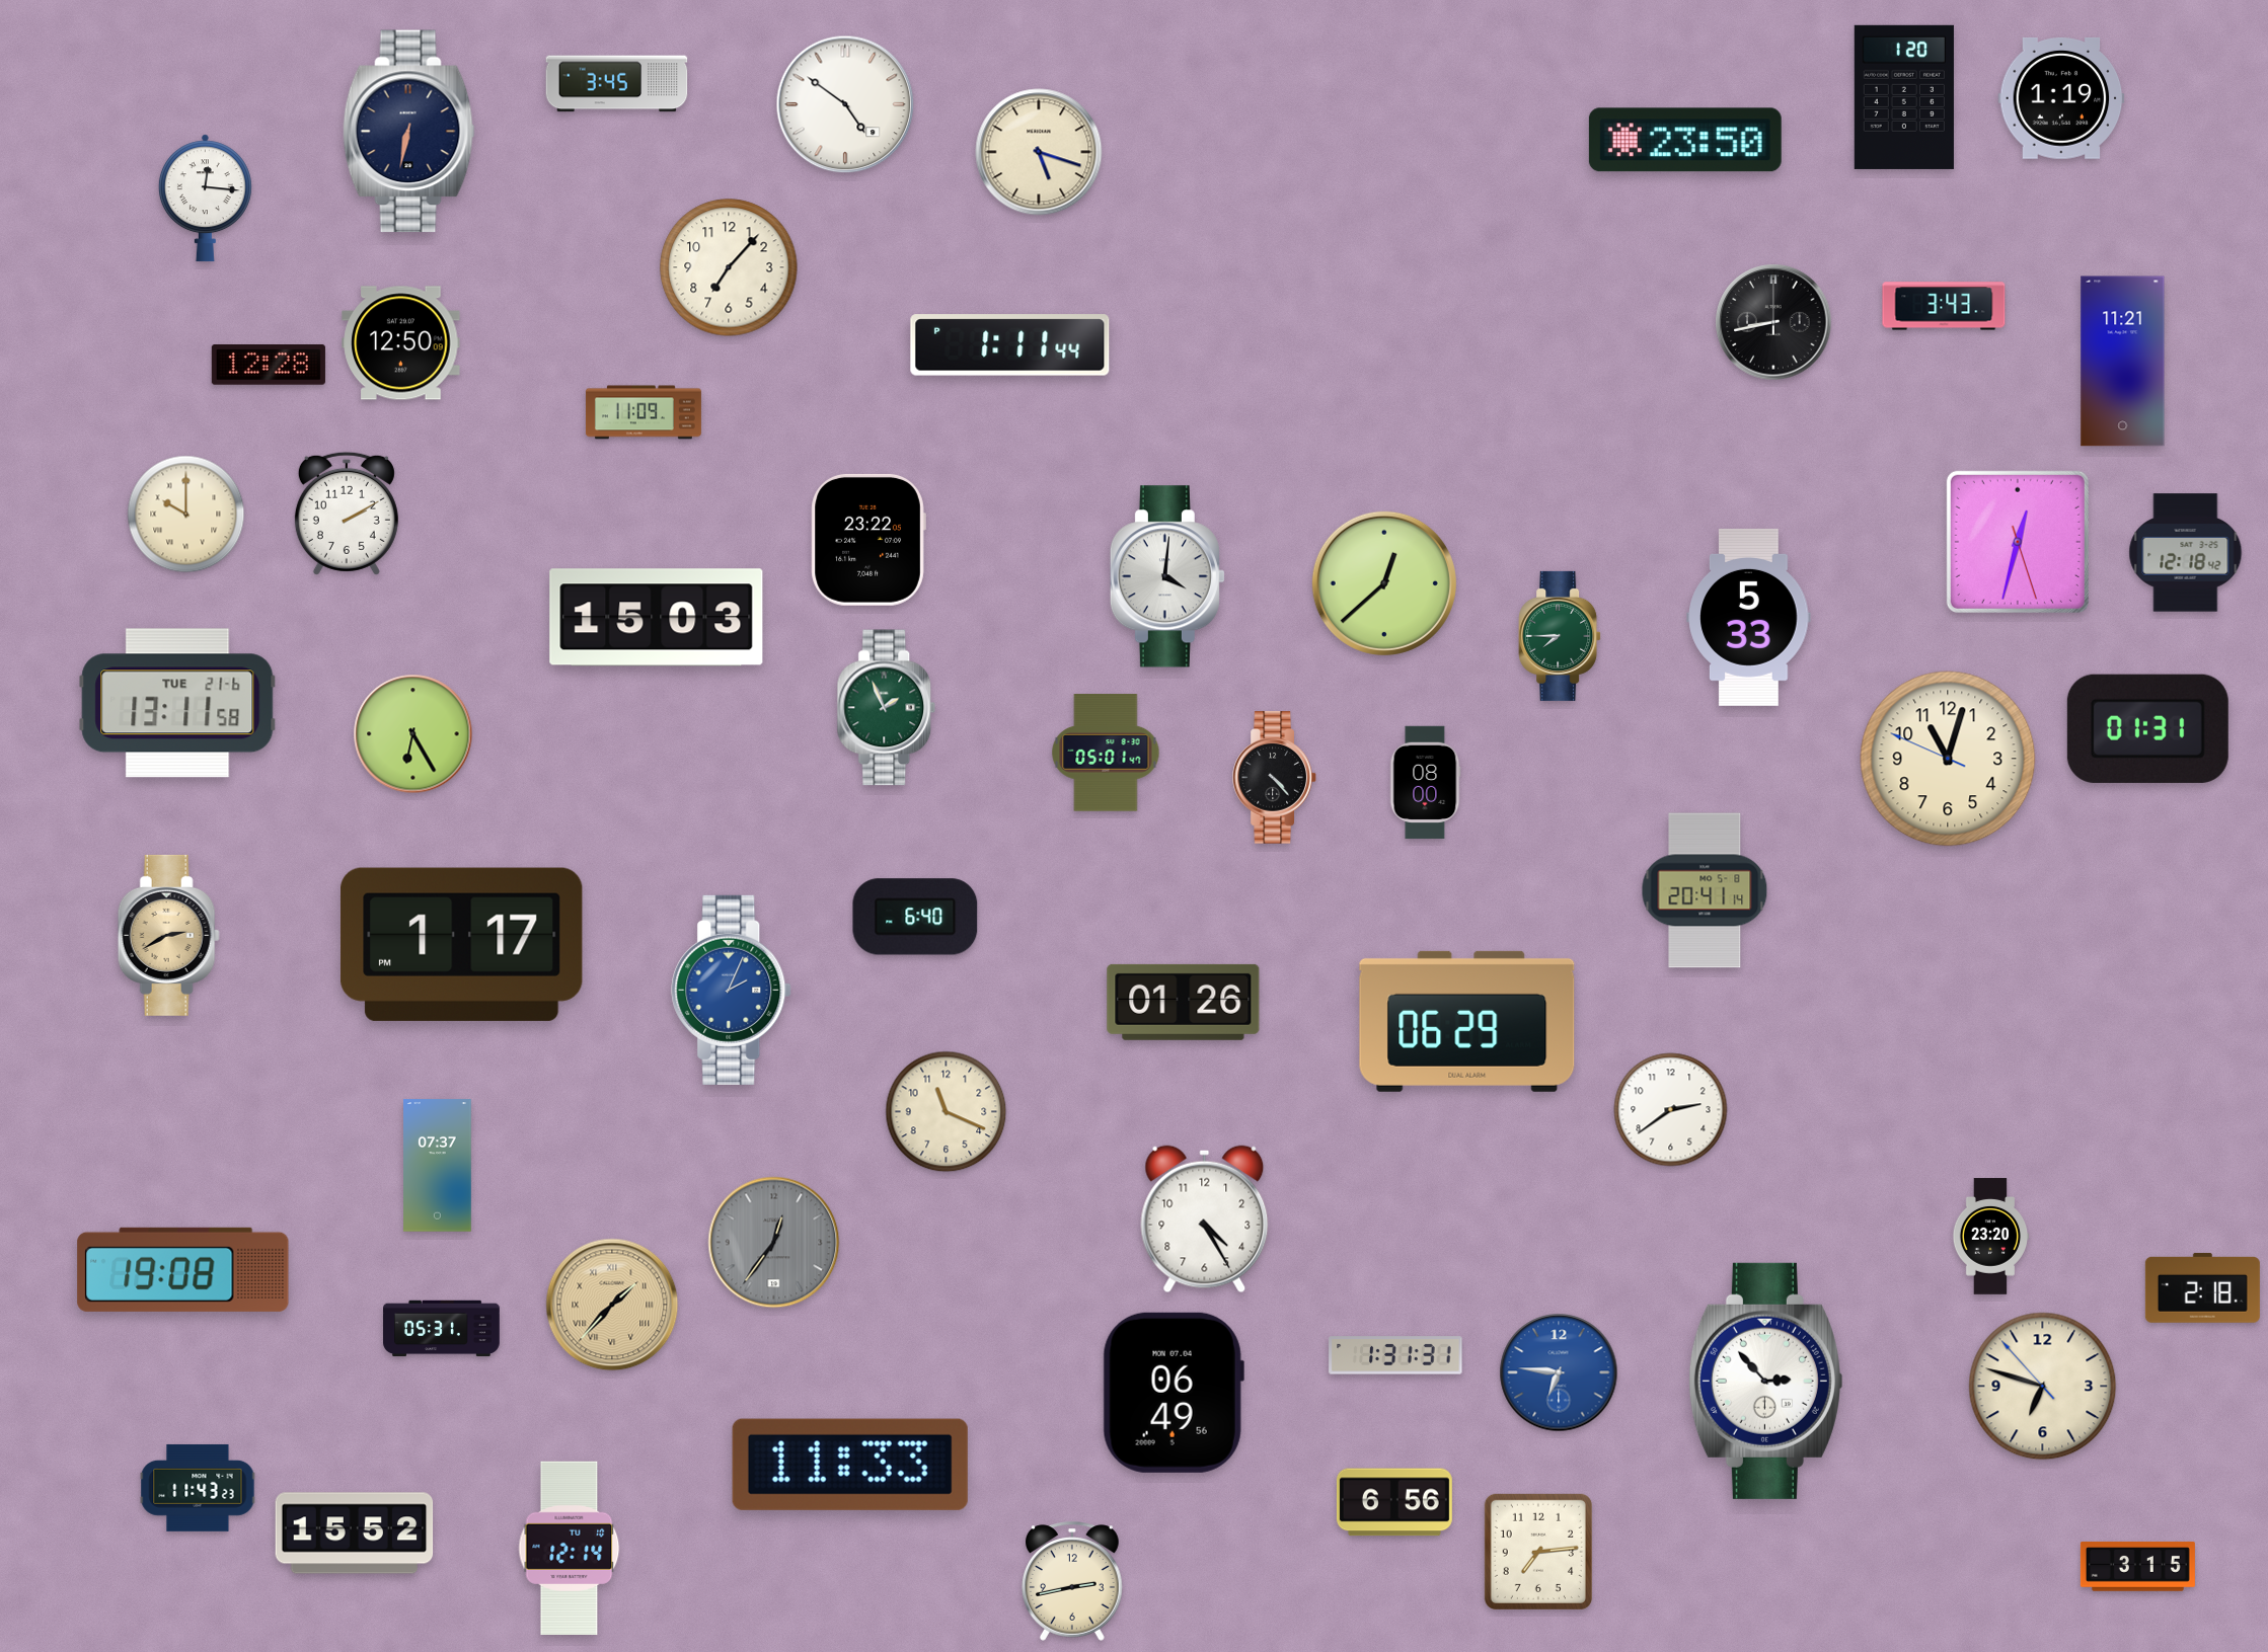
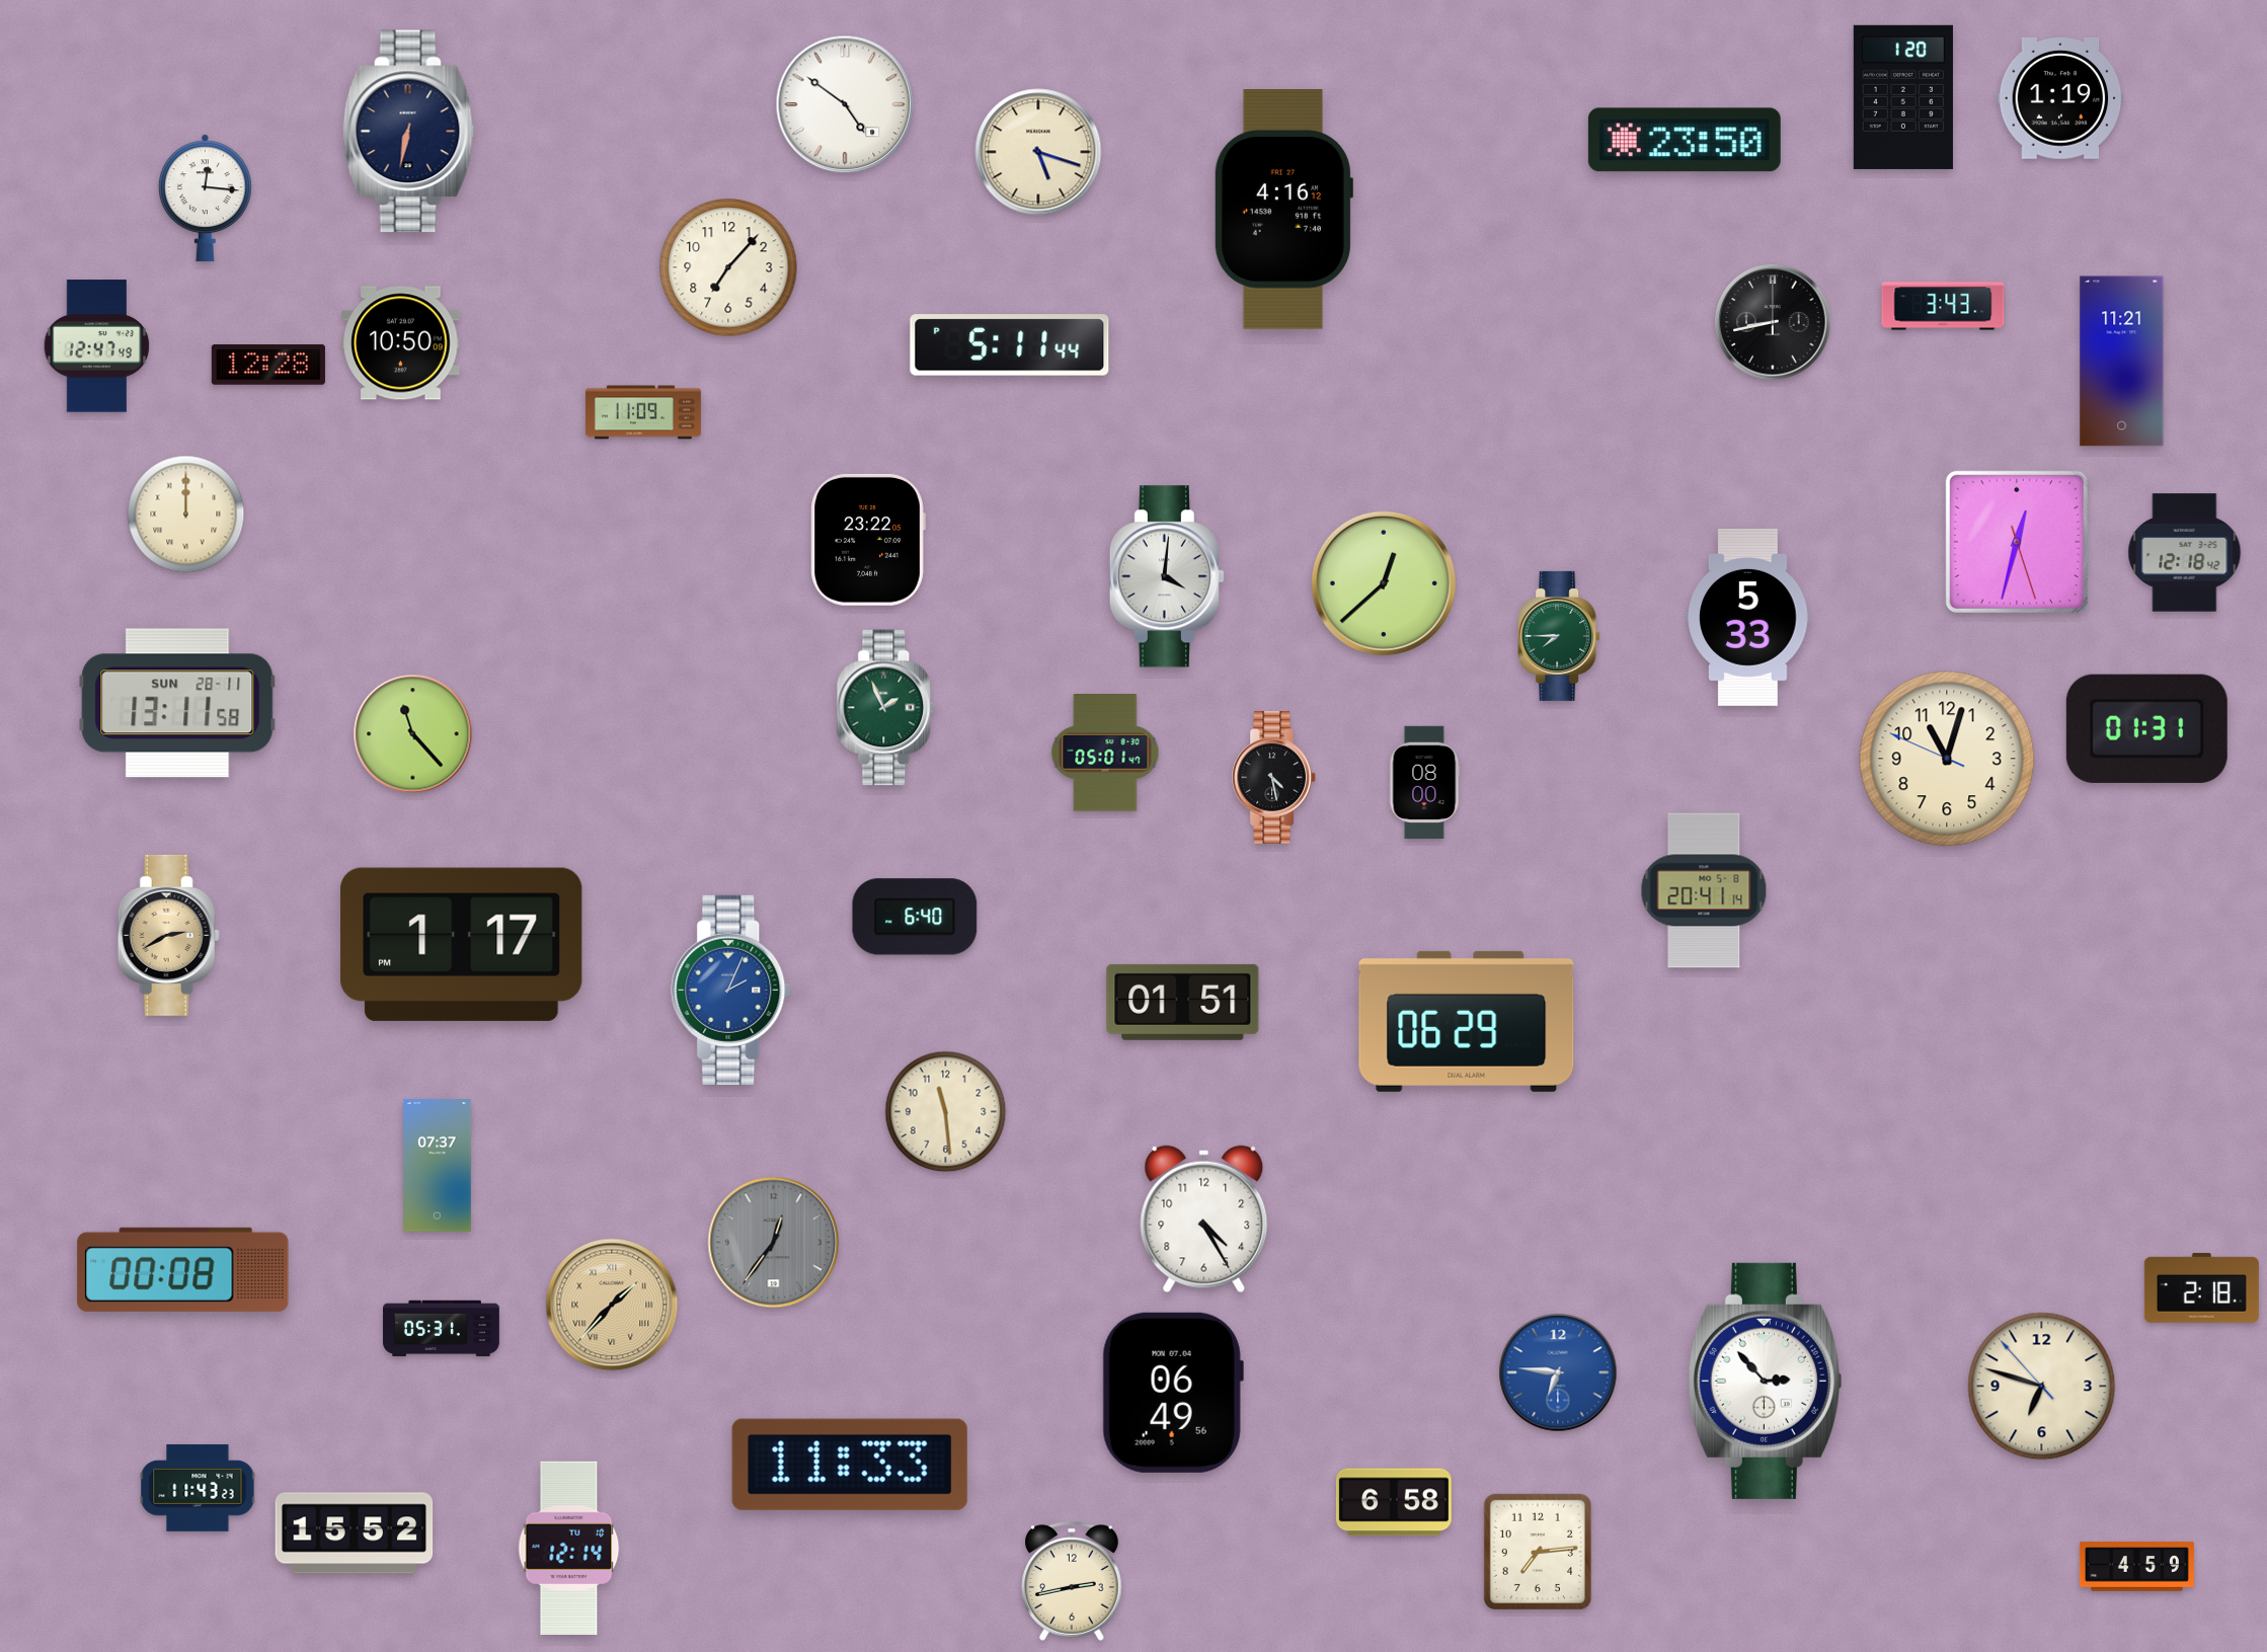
clock at (617, 84): 3:45 -> none
clock at (1283, 210): none -> 4:16
clock at (401, 343): 12:50 -> 10:50
clock at (1010, 345): 1:11 -> 5:11
clock at (97, 346): none -> 12:47
clock at (347, 514): 2:10 -> none
clock at (186, 515): 10:00 -> 12:00
clock at (657, 618): 15:03 -> none
clock at (177, 703) date: TUE 21-6 -> SUN 28-11
clock at (413, 734): 6:25 -> 11:23
clock at (1275, 778): 4:23 -> 4:28
clock at (1184, 1002): 01:26 -> 01:51
clock at (1671, 1110): 2:39 -> none
clock at (947, 1112): 11:19 -> 11:29
clock at (1990, 1237): 23:20 -> none
clock at (183, 1269): 19:08 -> 00:08
clock at (1395, 1355): 1:31 -> none
clock at (1394, 1502): 6:56 -> 6:58
clock at (2137, 1567): 3:15 -> 4:59
